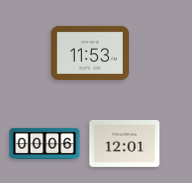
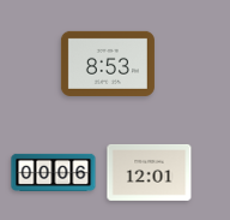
clock at (90, 53): 11:53 -> 8:53
